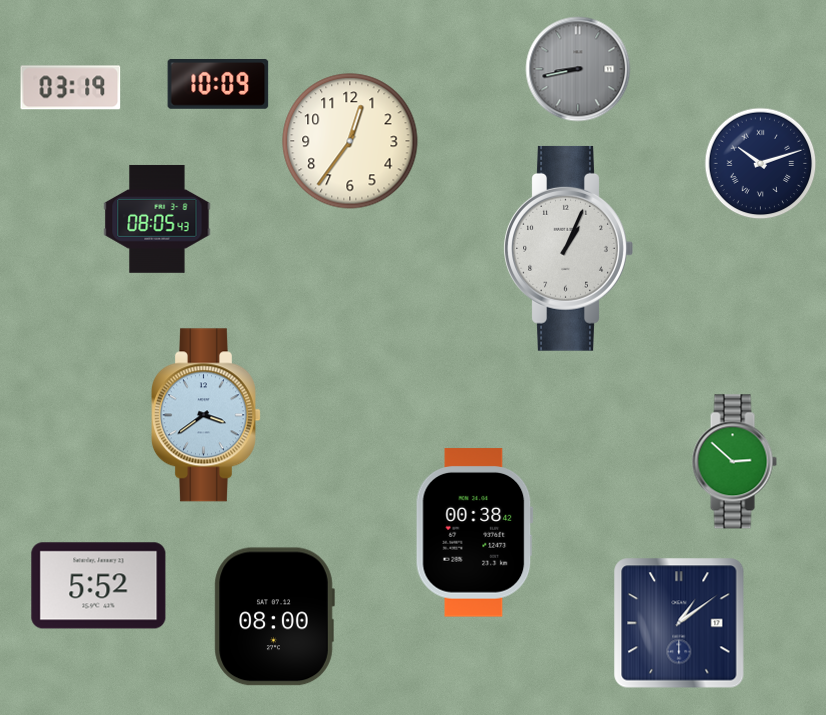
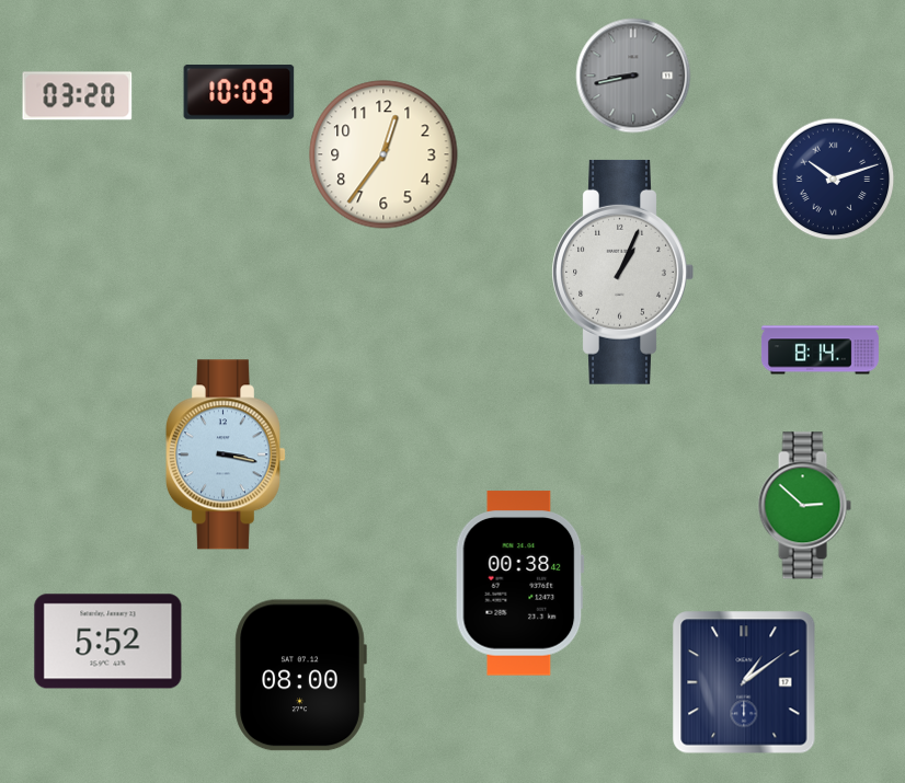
clock at (71, 88): 03:19 -> 03:20
clock at (157, 219): 08:05 -> none
clock at (820, 350): none -> 8:14
clock at (206, 415): 3:39 -> 3:17
